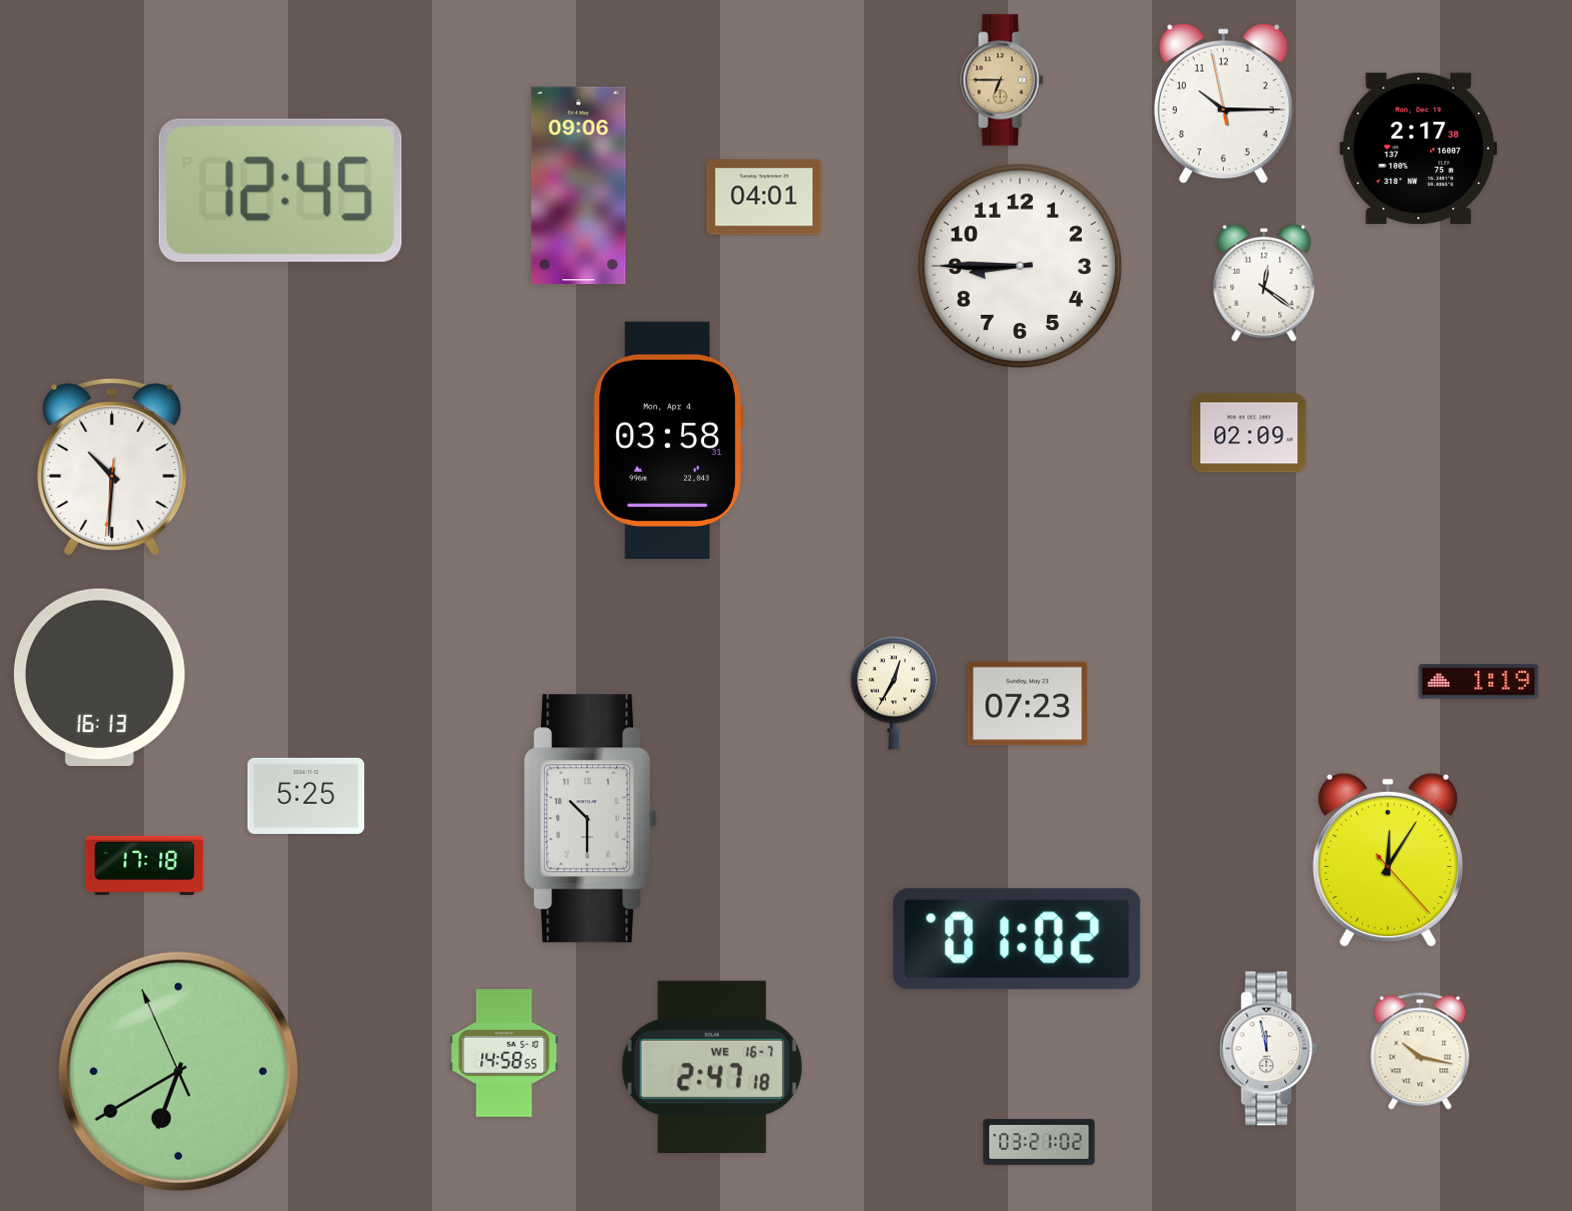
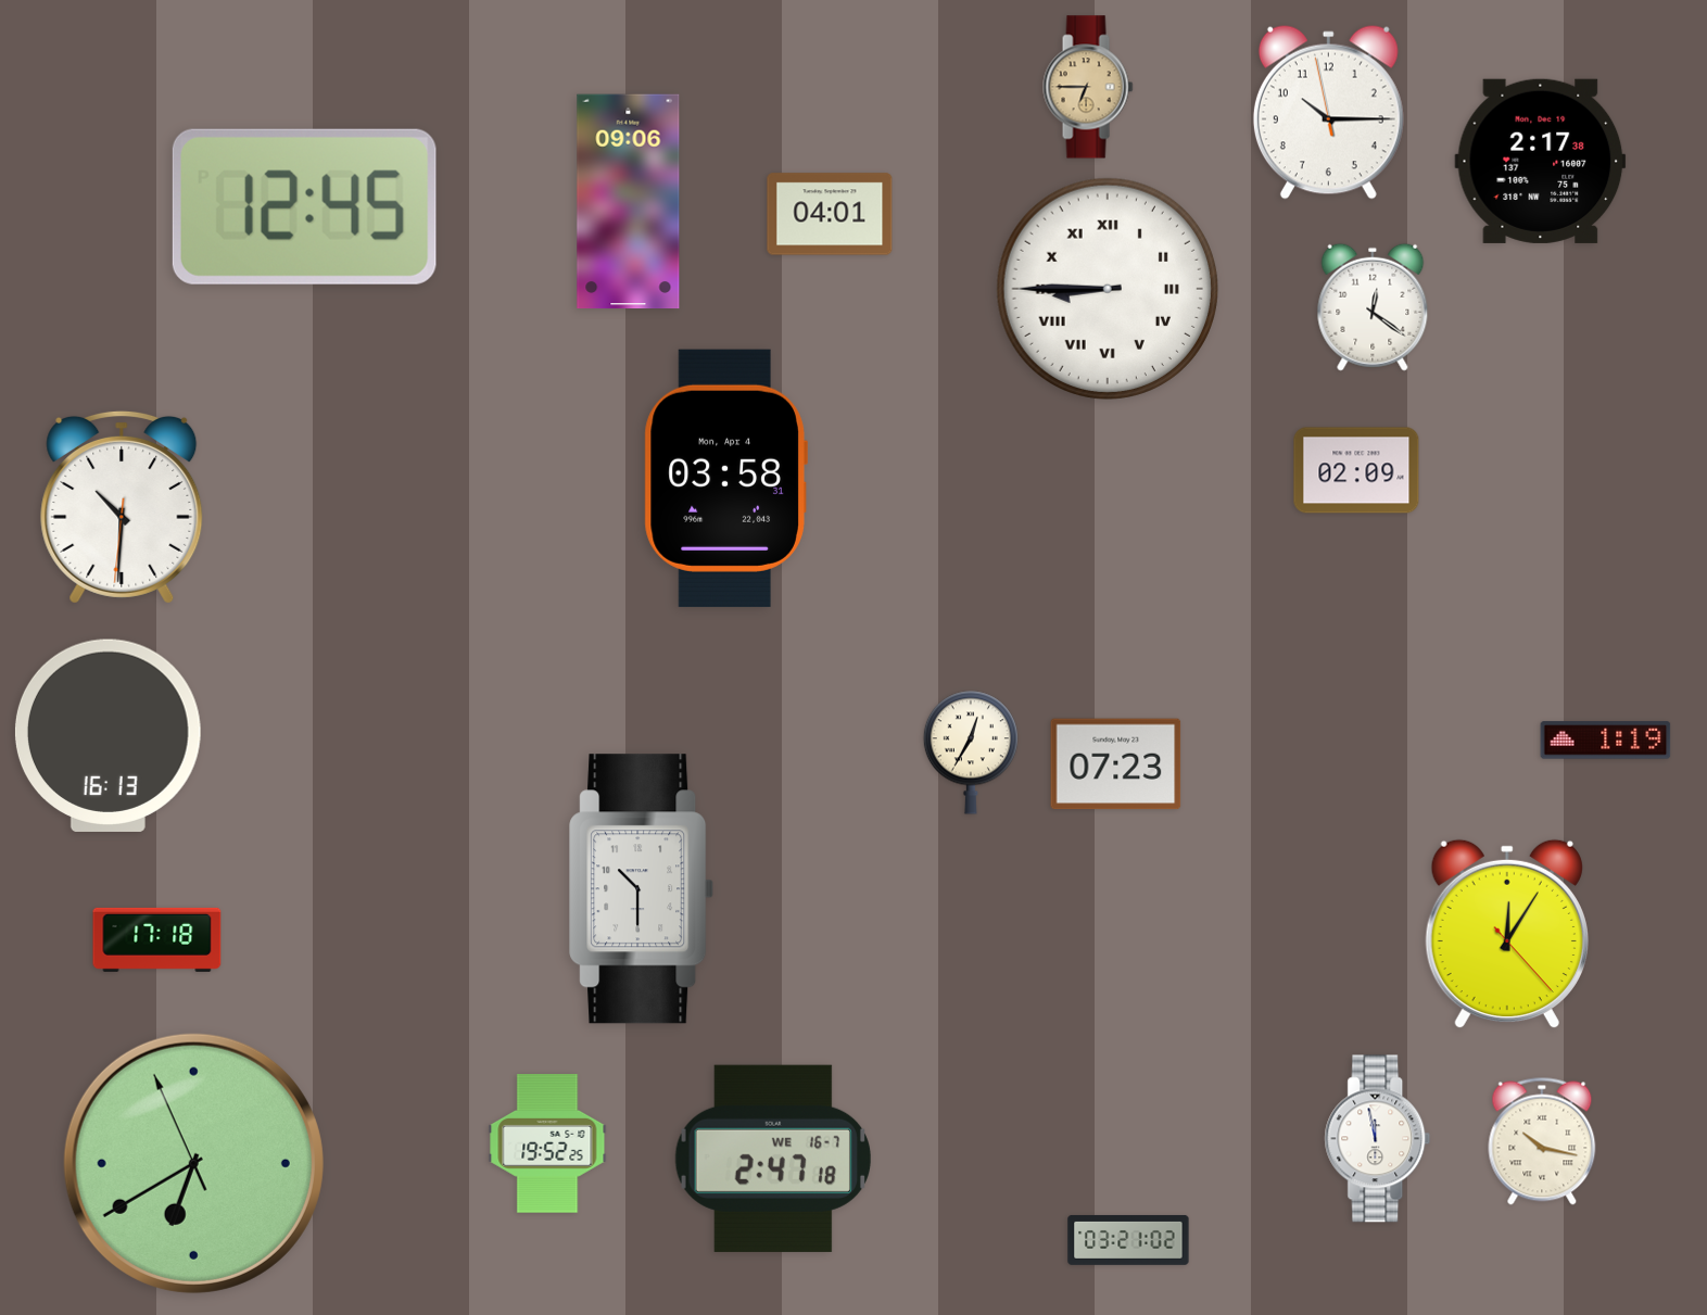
clock at (1020, 266) numerals: Arabic -> Roman
clock at (306, 796): 5:25 -> none
clock at (1017, 939): 01:02 -> none
clock at (504, 1053): 14:58 -> 19:52
